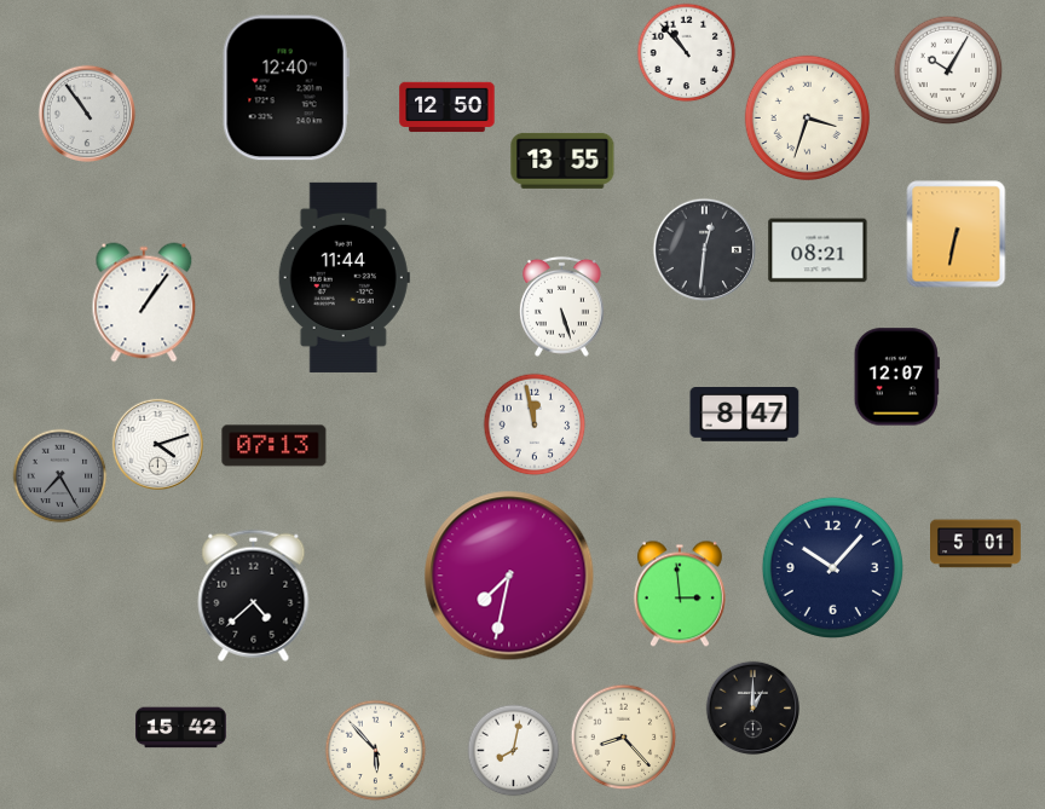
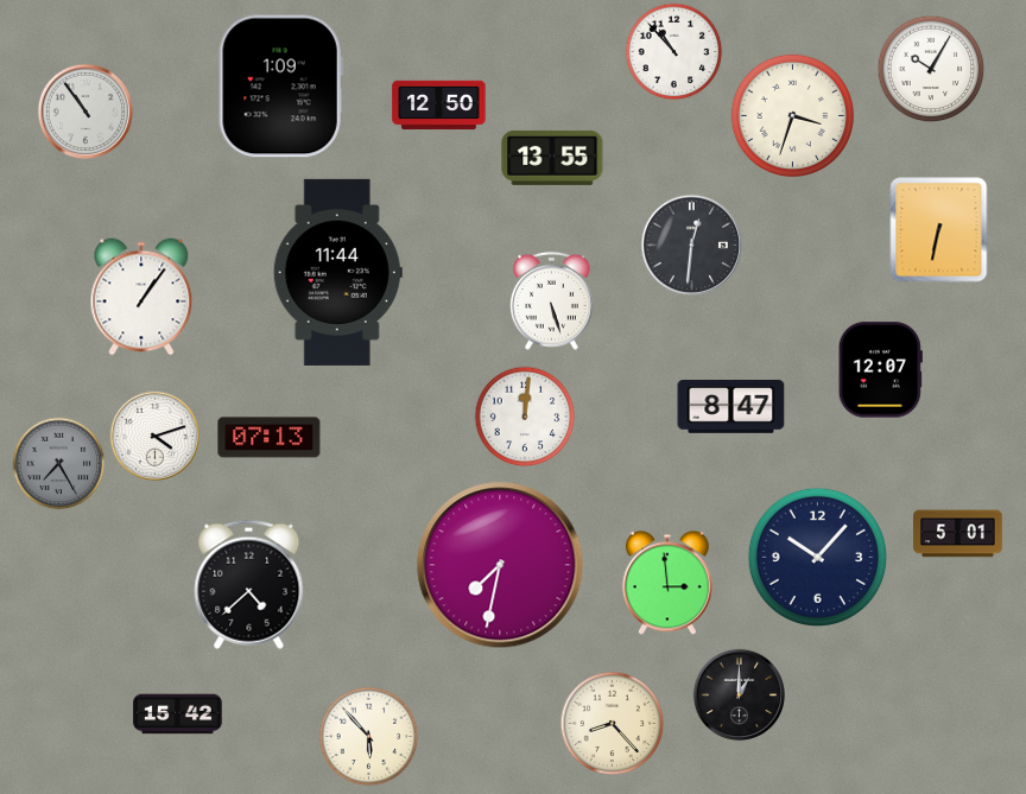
clock at (285, 88): 12:40 -> 1:09
clock at (818, 250): 08:21 -> none
clock at (535, 424): 11:58 -> 12:01
clock at (60, 476) position: (60, 476) -> (59, 464)
clock at (514, 751): 8:02 -> none
